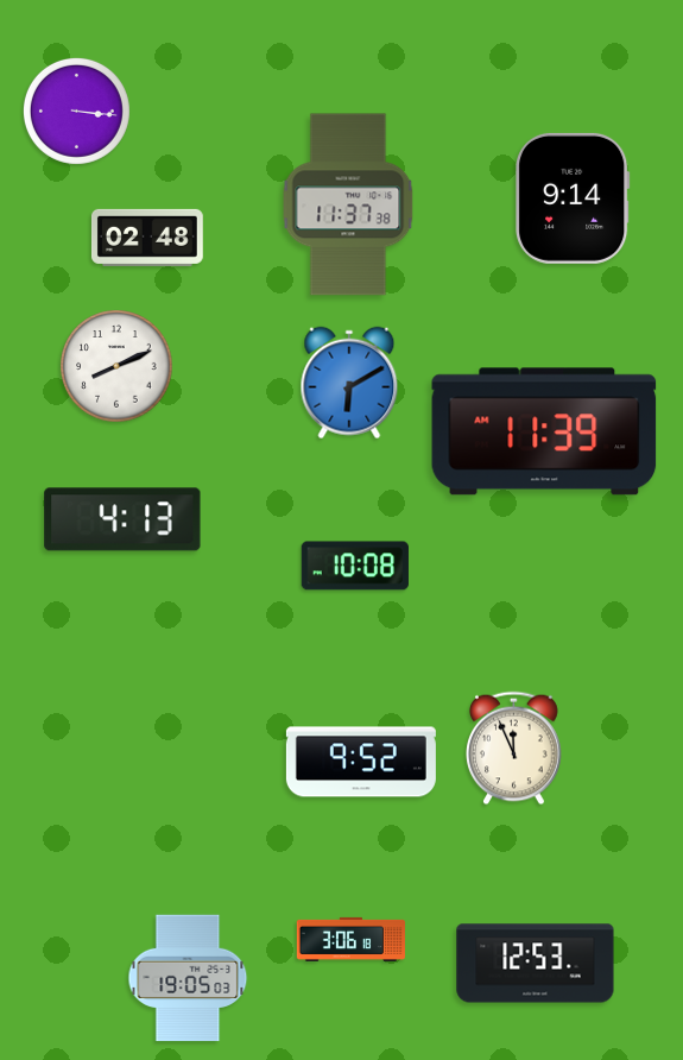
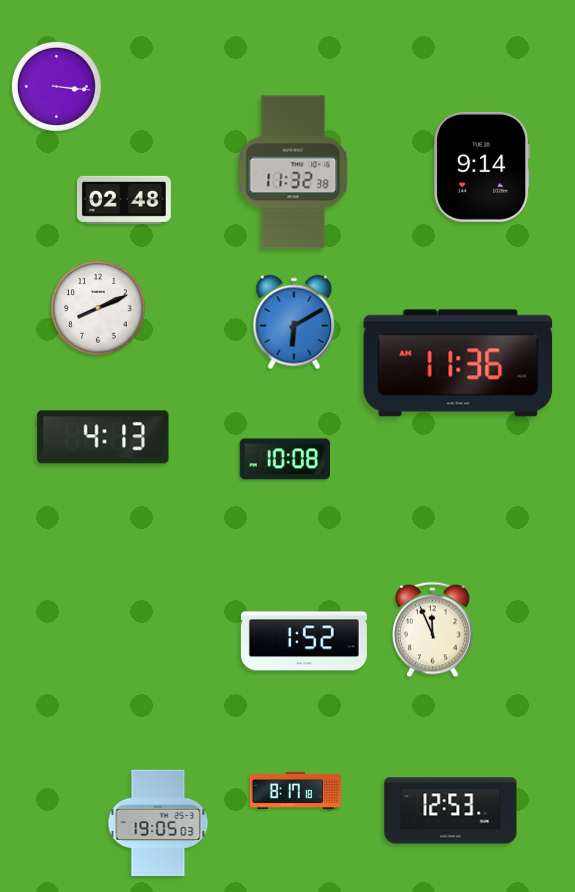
clock at (76, 111) position: (76, 111) -> (56, 86)
clock at (348, 204): 11:37 -> 11:32
clock at (544, 431): 11:39 -> 11:36
clock at (355, 566) position: (355, 566) -> (285, 459)
clock at (361, 762): 9:52 -> 1:52
clock at (350, 939): 3:06 -> 8:17
